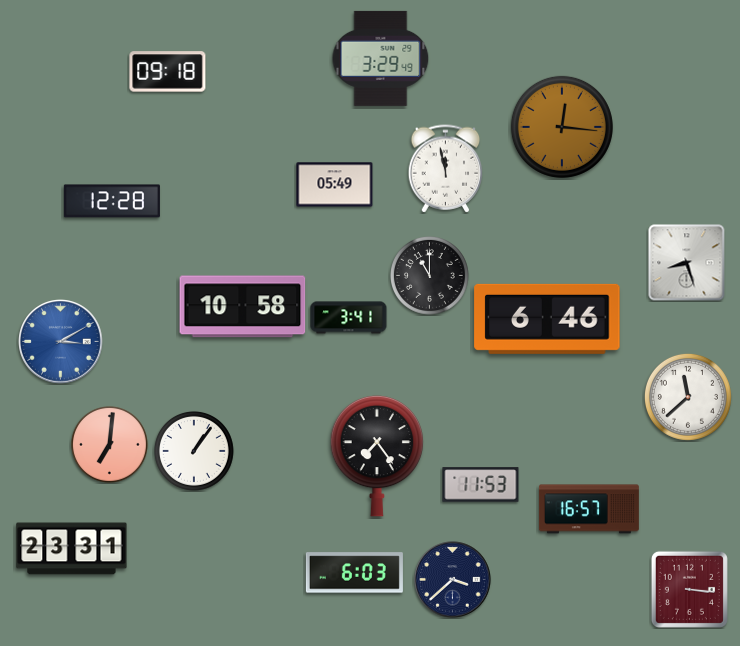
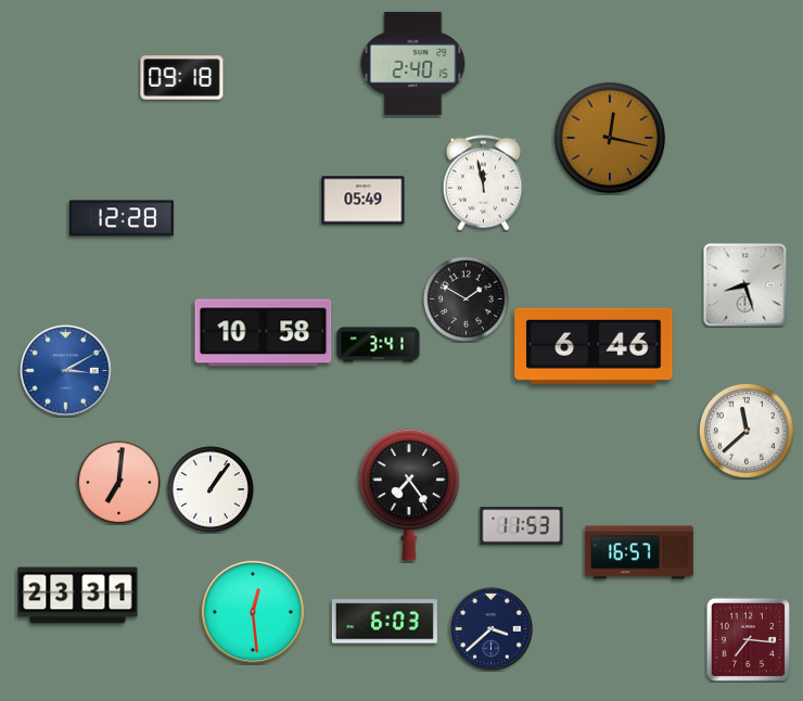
clock at (381, 58): 3:29 -> 2:40
clock at (562, 127): 12:16 -> 12:17
clock at (430, 276): 11:00 -> 1:50
clock at (253, 612): none -> 12:29
clock at (689, 589): 3:16 -> 7:16
